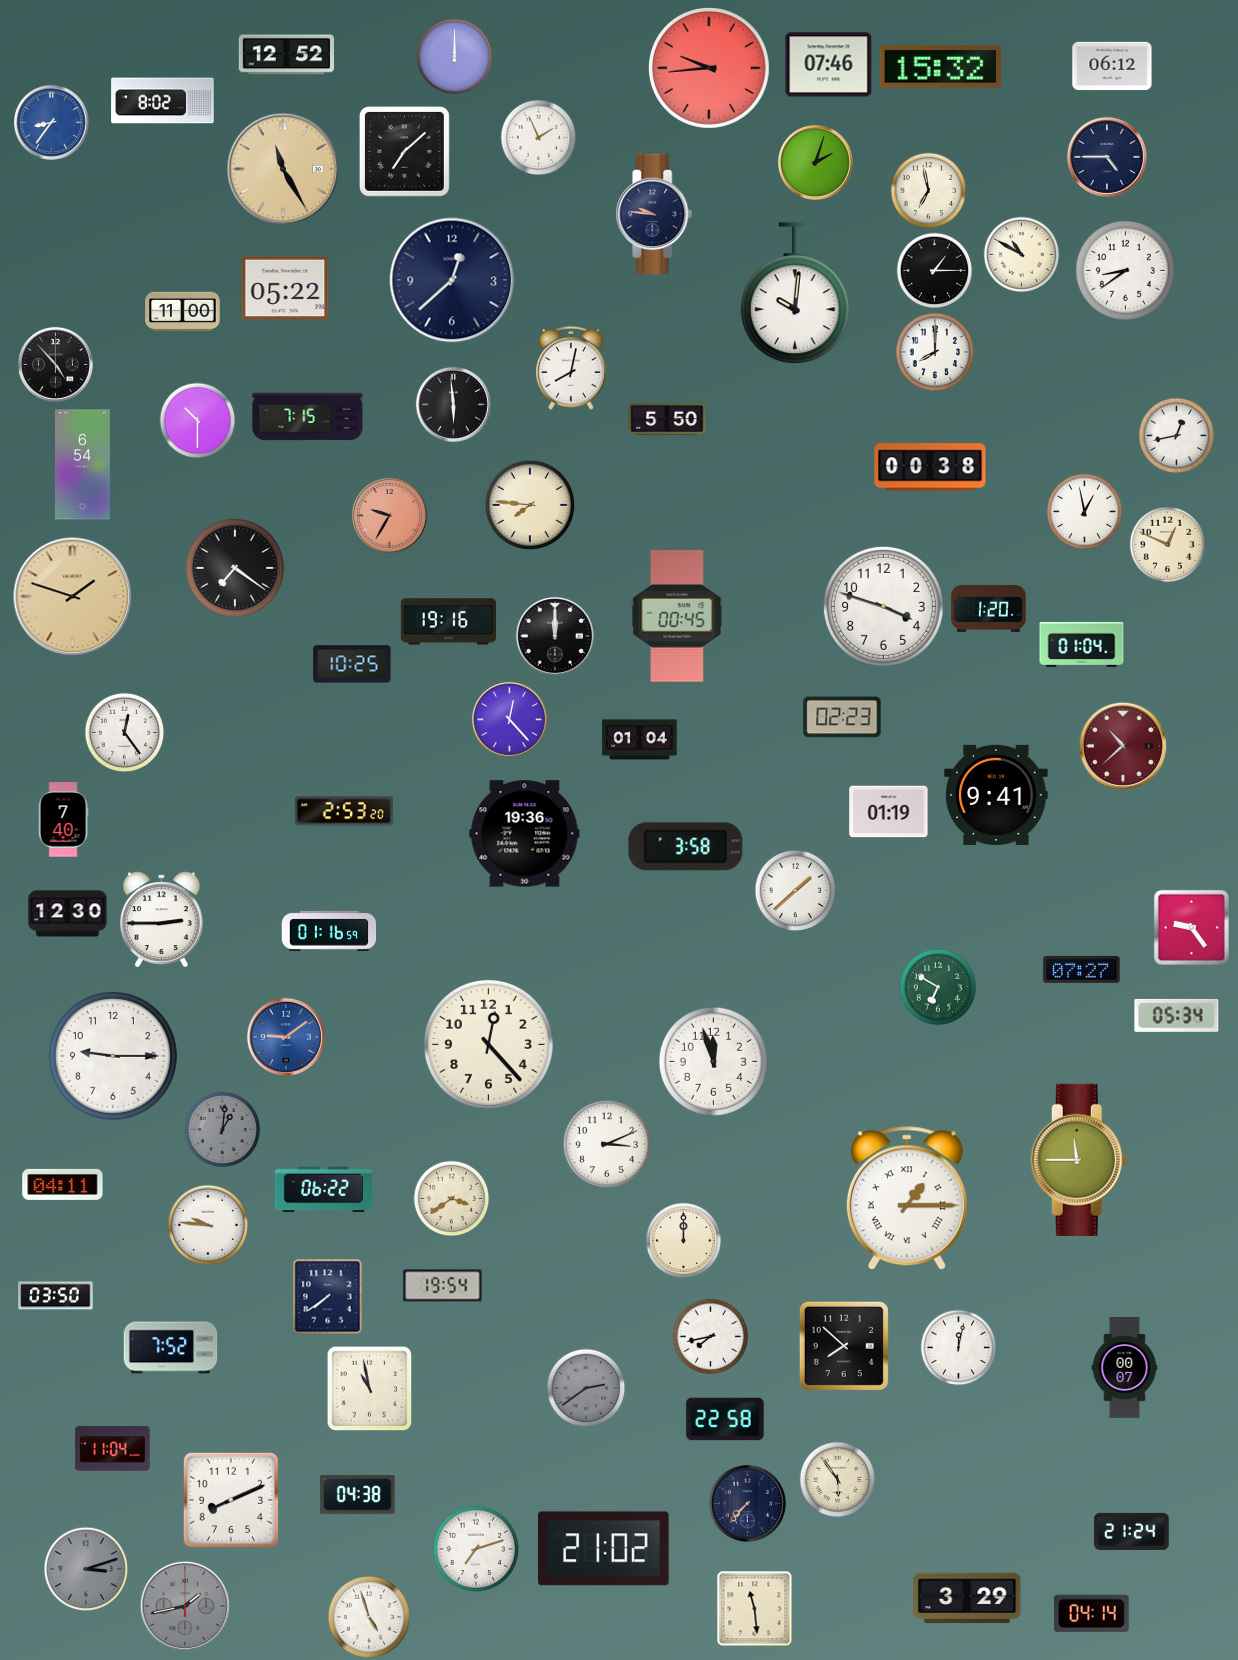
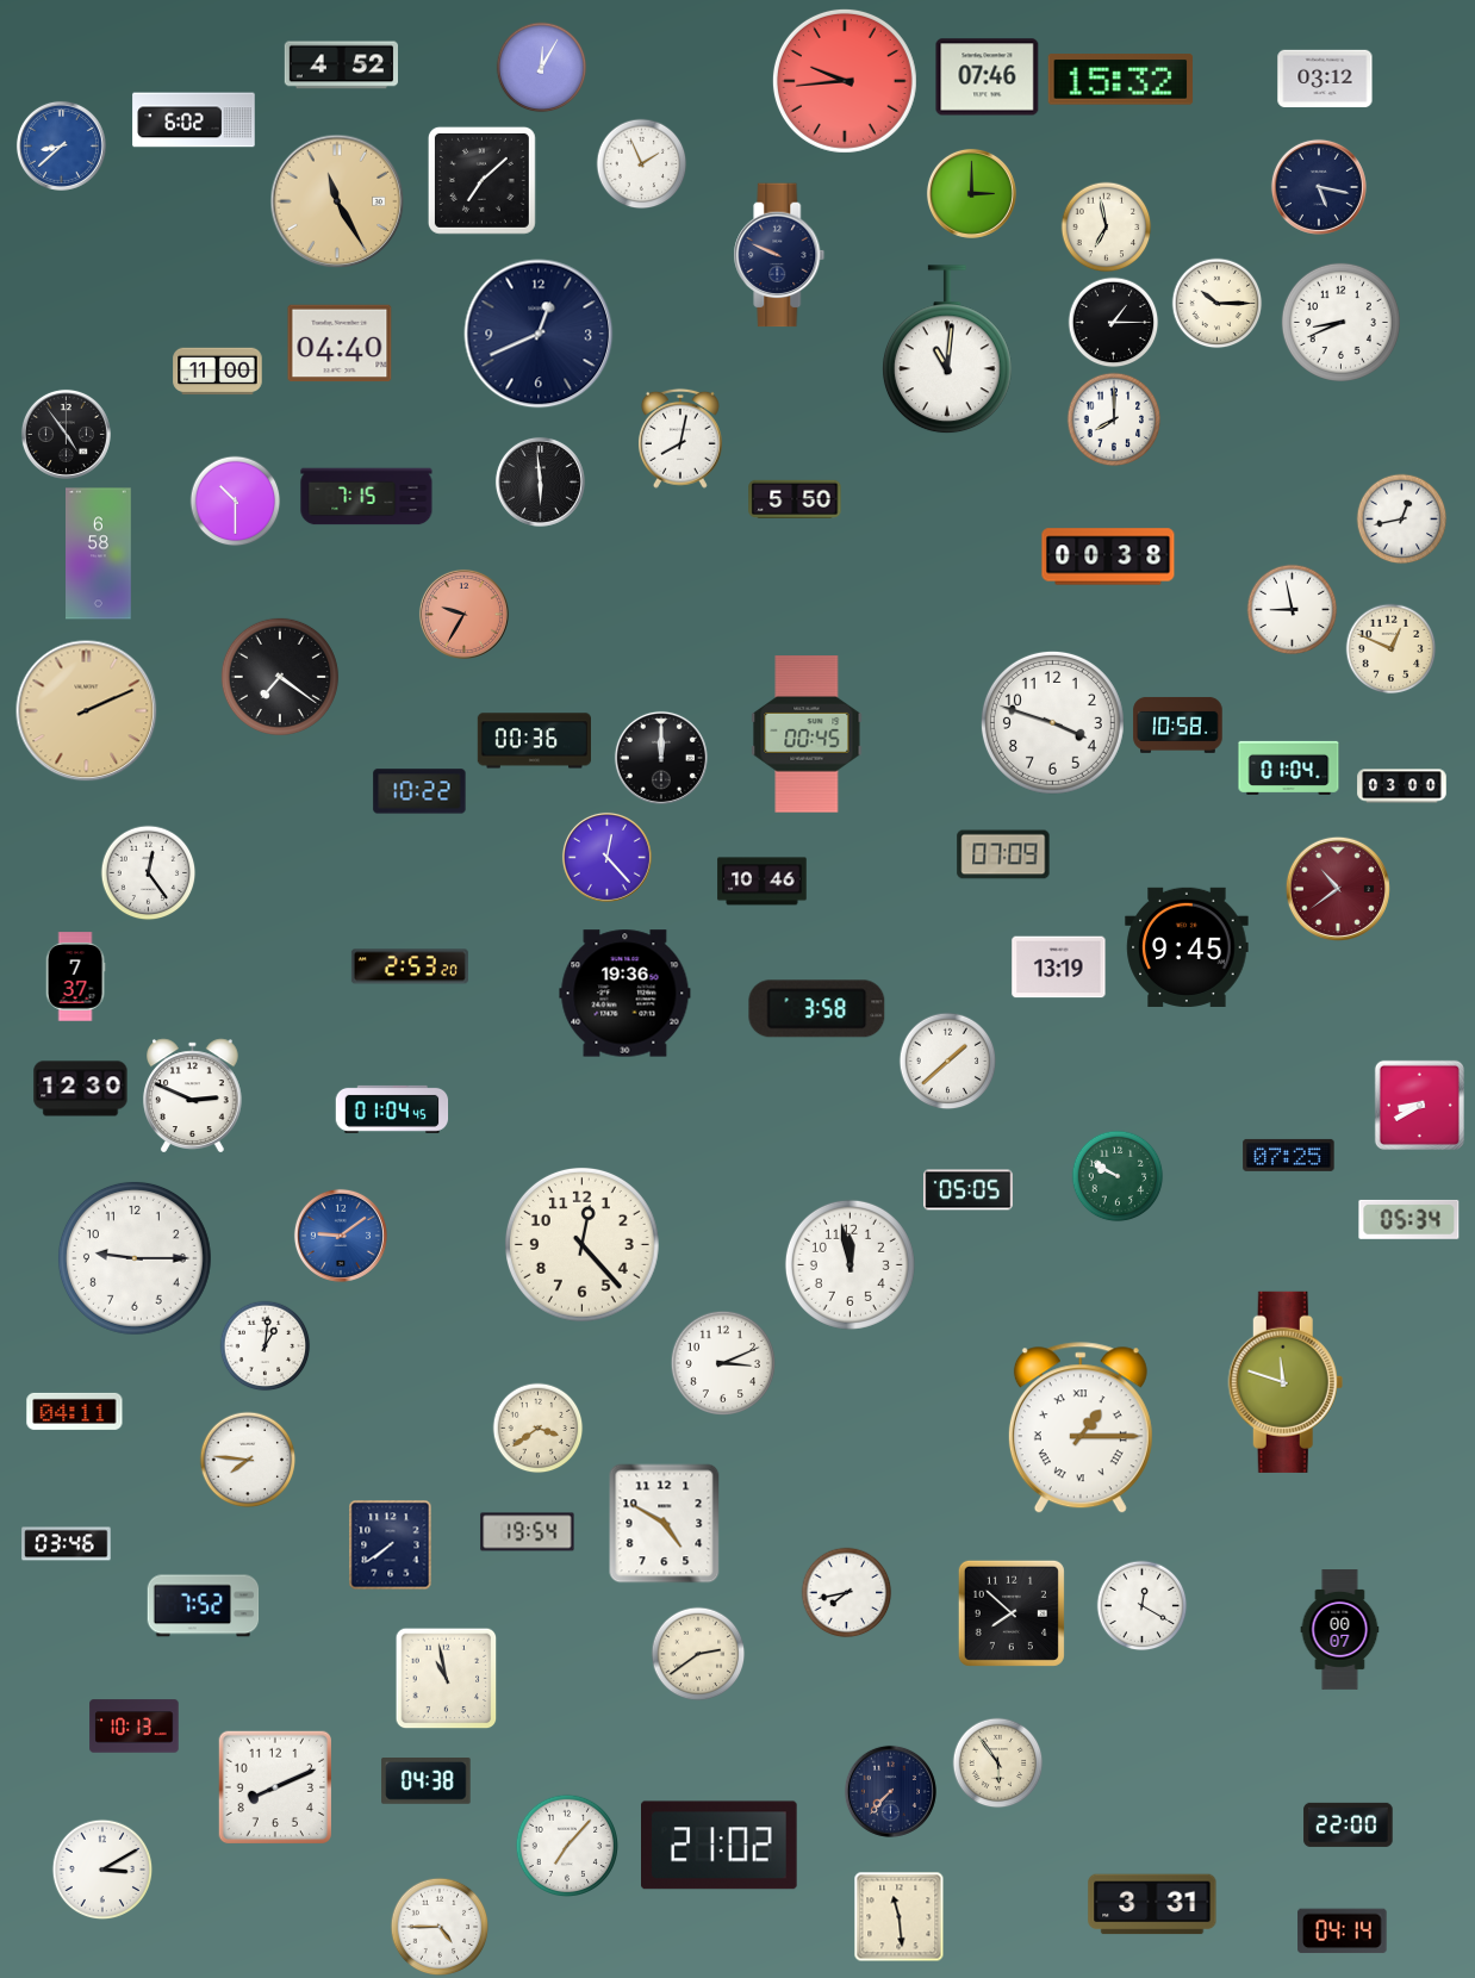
clock at (286, 55): 12:52 -> 4:52
clock at (455, 57): 12:00 -> 12:05
clock at (1112, 66): 06:12 -> 03:12
clock at (163, 101): 8:02 -> 6:02
clock at (51, 122): 8:36 -> 8:38
clock at (1107, 157): 4:45 -> 5:17
clock at (815, 162): 2:03 -> 3:00
clock at (654, 214): 9:46 -> 9:49
clock at (1022, 255): 10:50 -> 10:15
clock at (1125, 270): 8:39 -> 8:41
clock at (452, 280): 12:38 -> 12:41
clock at (285, 288): 05:22 -> 04:40
clock at (795, 294): 10:01 -> 11:01
clock at (55, 364): 4:53 -> 4:54
clock at (83, 465): 6:54 -> 6:58
clock at (529, 504): 7:46 -> none
clock at (1085, 512): 12:58 -> 8:58
clock at (73, 597): 1:48 -> 2:11
clock at (989, 608): 1:20 -> 10:58
clock at (448, 622): 19:16 -> 00:36
clock at (1402, 786): none -> 03:00
clock at (352, 664): 10:25 -> 10:22
clock at (842, 717): 02:23 -> 07:09
clock at (640, 740): 01:04 -> 10:46
clock at (1123, 746): 10:38 -> 10:39
clock at (996, 795): 9:41 -> 9:45
clock at (889, 812): 01:19 -> 13:19
clock at (63, 820): 7:40 -> 7:37
clock at (162, 920): 2:45 -> 2:49
clock at (1191, 927): 9:24 -> 8:40
clock at (329, 931): 01:16 -> 01:04
clock at (1082, 969): 07:27 -> 07:25
clock at (938, 987): 6:50 -> 9:50
clock at (969, 1190): none -> 05:05
clock at (1177, 1015) position: (1177, 1015) -> (1409, 1219)
clock at (713, 1061): 11:57 -> 11:58
clock at (223, 1130) dial: grey -> white
clock at (1079, 1160): 11:45 -> 11:48
clock at (323, 1190): 06:22 -> none
clock at (208, 1225): 9:46 -> 7:46
clock at (684, 1241): 12:00 -> none
clock at (665, 1524): none -> 4:50
clock at (56, 1296): 03:50 -> 03:46
clock at (844, 1346) position: (844, 1346) -> (1012, 1613)
clock at (959, 1348): 12:02 -> 12:20
clock at (586, 1388) dial: grey -> cream
clock at (370, 1389) position: (370, 1389) -> (447, 1679)
clock at (725, 1419): 22:58 -> none
clock at (113, 1449): 11:04 -> 10:13
clock at (1132, 1531): 21:24 -> 22:00
clock at (476, 1549): 7:12 -> 7:07
clock at (86, 1569): 3:12 -> 3:10
clock at (86, 1569) dial: grey -> white
clock at (967, 1598): 3:29 -> 3:31
clock at (184, 1605): 1:43 -> none
clock at (1092, 1614) position: (1092, 1614) -> (1343, 1932)
clock at (369, 1617): 4:57 -> 4:45
